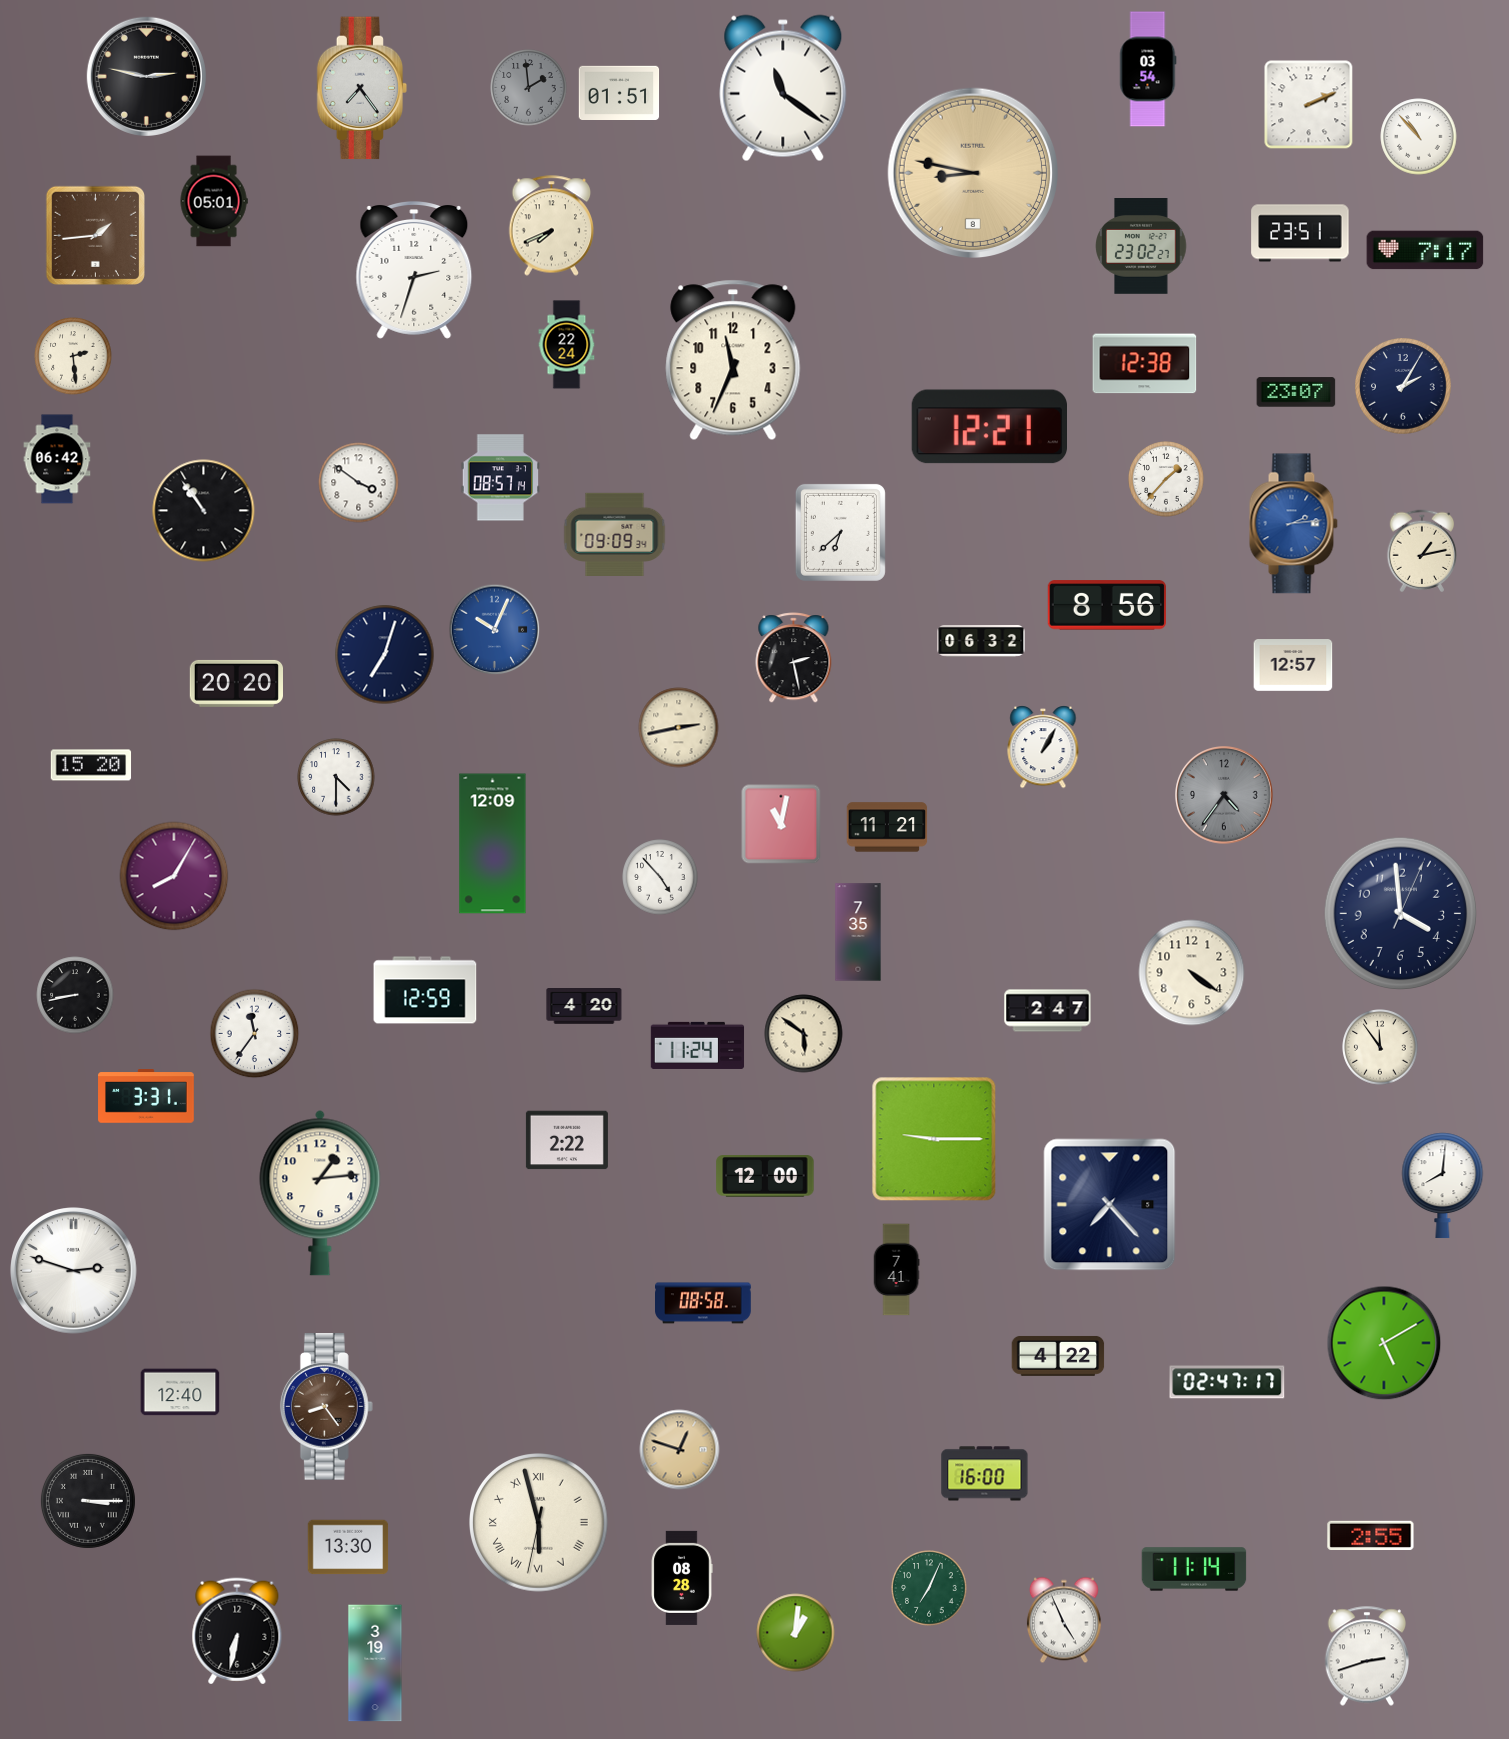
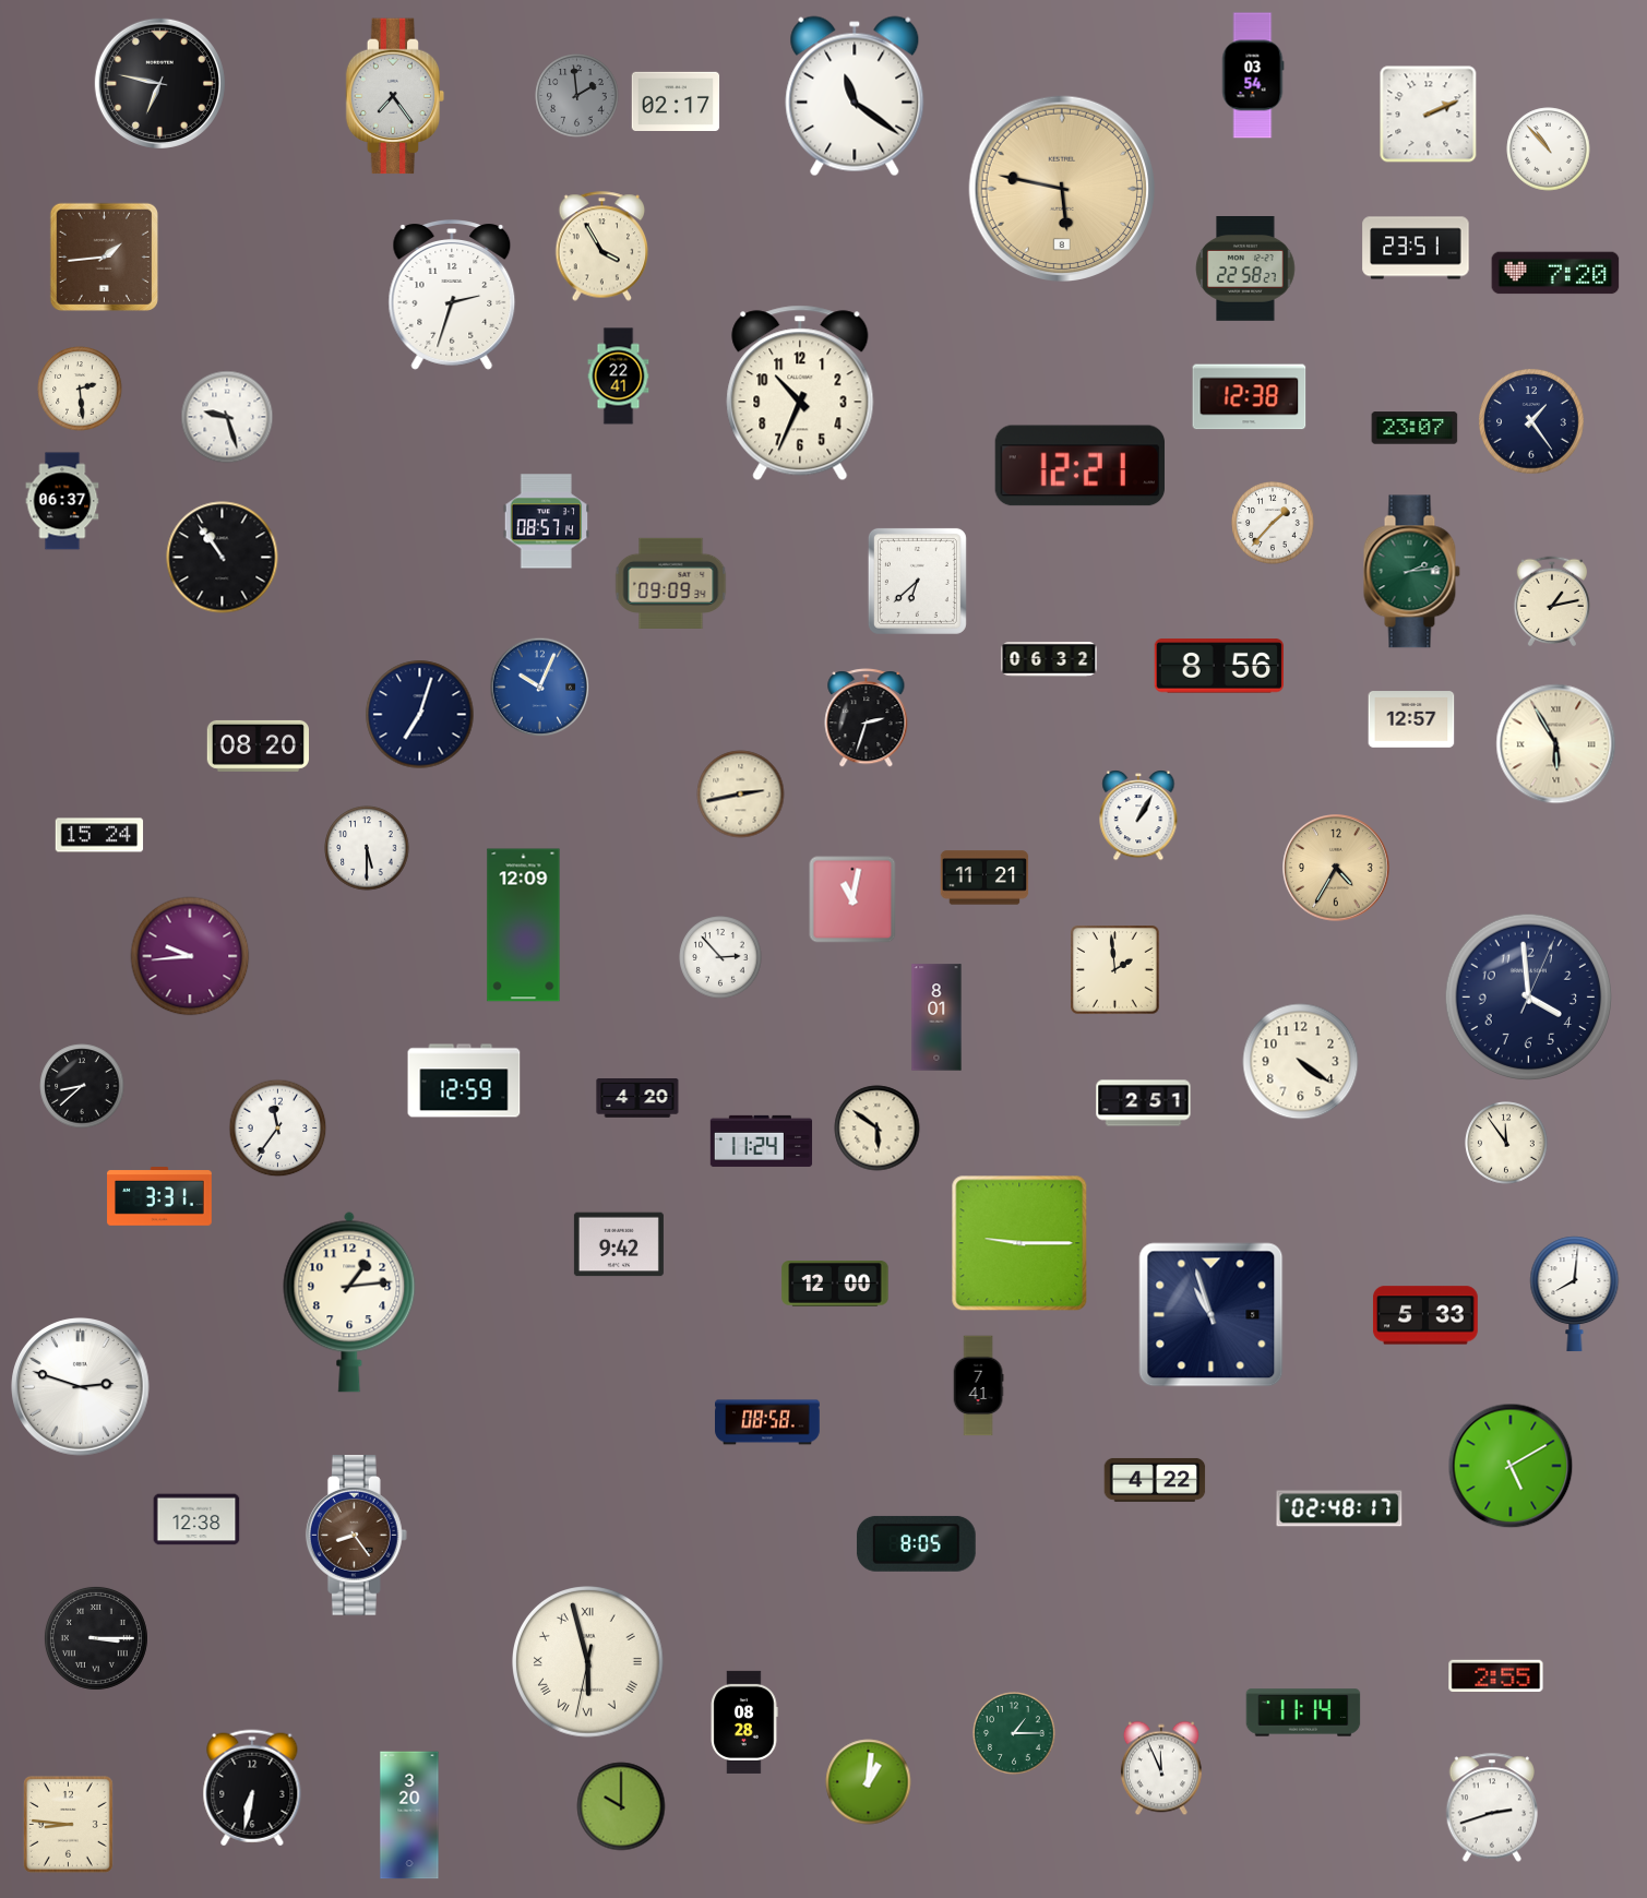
clock at (146, 76): 2:47 -> 6:47
clock at (619, 92): 01:51 -> 02:17
clock at (972, 172): 8:47 -> 5:47
clock at (214, 201): 05:01 -> none
clock at (552, 226): 7:41 -> 3:55
clock at (1300, 233) position: (1300, 233) -> (1416, 248)
clock at (1141, 247): 23:02 -> 22:58
clock at (1425, 250): 7:17 -> 7:20
clock at (567, 345): 22:24 -> 22:41
clock at (733, 360): 11:34 -> 10:34
clock at (227, 417): none -> 9:27
clock at (1403, 386): 2:05 -> 1:24
clock at (57, 459): 06:42 -> 06:37
clock at (359, 483): 3:51 -> none
clock at (1293, 524) dial: blue -> green
clock at (1107, 605) position: (1107, 605) -> (1219, 666)
clock at (981, 642) position: (981, 642) -> (1049, 660)
clock at (794, 658): 2:28 -> 2:33
clock at (1293, 665) position: (1293, 665) -> (1411, 719)
clock at (1556, 744): none -> 5:55
clock at (236, 683): 20:20 -> 08:20
clock at (91, 765): 15:20 -> 15:24
clock at (336, 777): 4:30 -> 5:30
clock at (1225, 796): 4:36 -> 4:35
clock at (1225, 796) dial: grey -> champagne
clock at (887, 827) position: (887, 827) -> (984, 878)
clock at (493, 844) position: (493, 844) -> (524, 926)
clock at (174, 876): 8:05 -> 9:44
clock at (660, 877): 4:53 -> 2:53
clock at (1115, 970): none -> 1:59
clock at (858, 932): 7:35 -> 8:01
clock at (75, 995): 8:43 -> 8:38
clock at (1048, 1011): 2:47 -> 2:51
clock at (567, 1140): 2:22 -> 9:42
clock at (1110, 1205): 7:23 -> 10:57
clock at (1425, 1315): none -> 5:33
clock at (1227, 1382): 02:47 -> 02:48
clock at (180, 1392): 12:40 -> 12:38
clock at (916, 1543): none -> 8:05
clock at (680, 1450): 12:48 -> none
clock at (985, 1474): 16:00 -> none
clock at (348, 1547): 13:30 -> none
clock at (929, 1588): 7:04 -> 1:15
clock at (1064, 1620): 4:56 -> 11:56
clock at (237, 1631) position: (237, 1631) -> (252, 1788)
clock at (621, 1806): none -> 10:00
clock at (375, 1663): 3:19 -> 3:20
clock at (68, 1824): none -> 8:46
